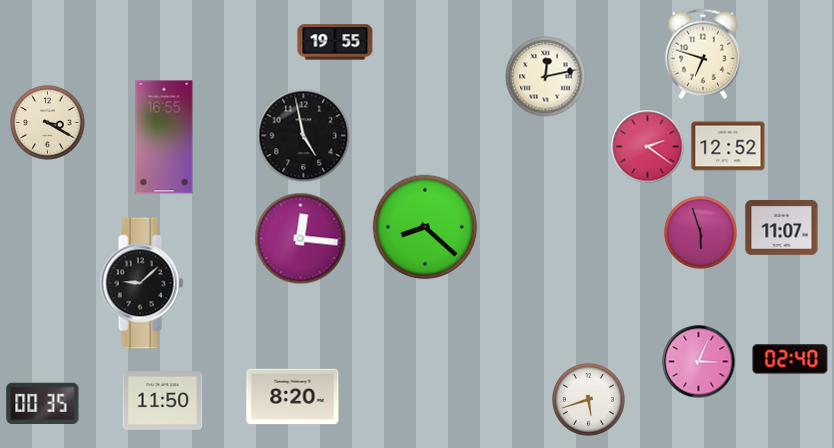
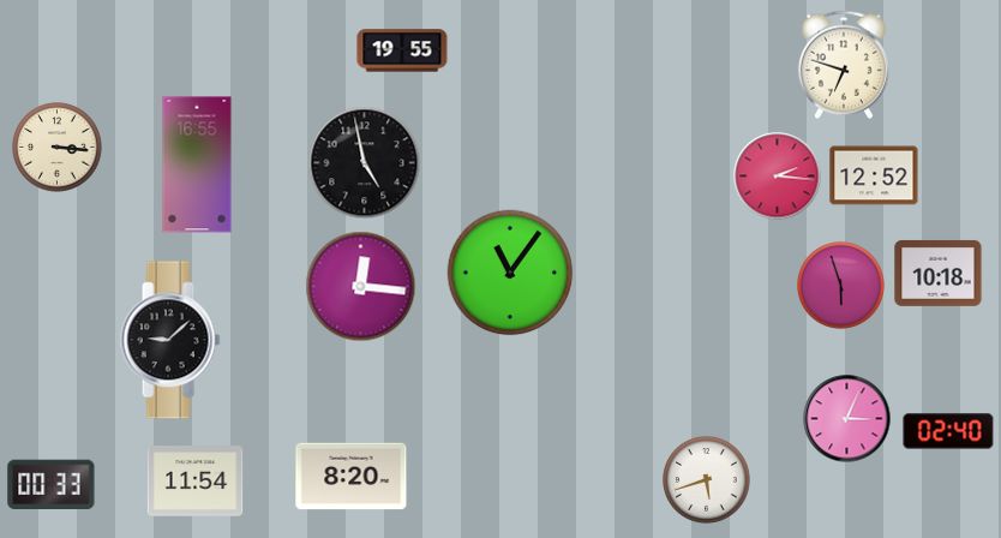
clock at (546, 77): 12:13 -> none
clock at (48, 123): 3:20 -> 3:16
clock at (648, 147): 2:21 -> 2:16
clock at (425, 227): 8:22 -> 11:06
clock at (782, 227): 11:07 -> 10:18
clock at (701, 233) position: (701, 233) -> (841, 286)
clock at (699, 362) position: (699, 362) -> (847, 419)
clock at (163, 401): 11:50 -> 11:54
clock at (43, 404): 00:35 -> 00:33
